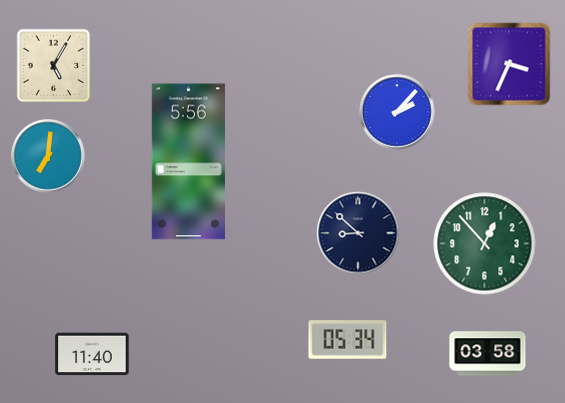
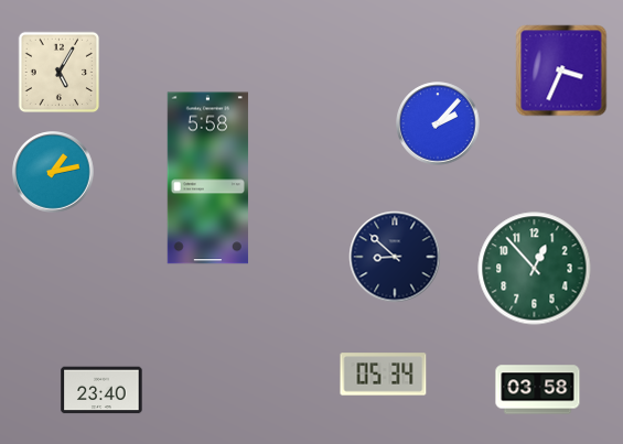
clock at (48, 156): 7:01 -> 1:13
clock at (188, 162): 5:56 -> 5:58
clock at (92, 354): 11:40 -> 23:40
